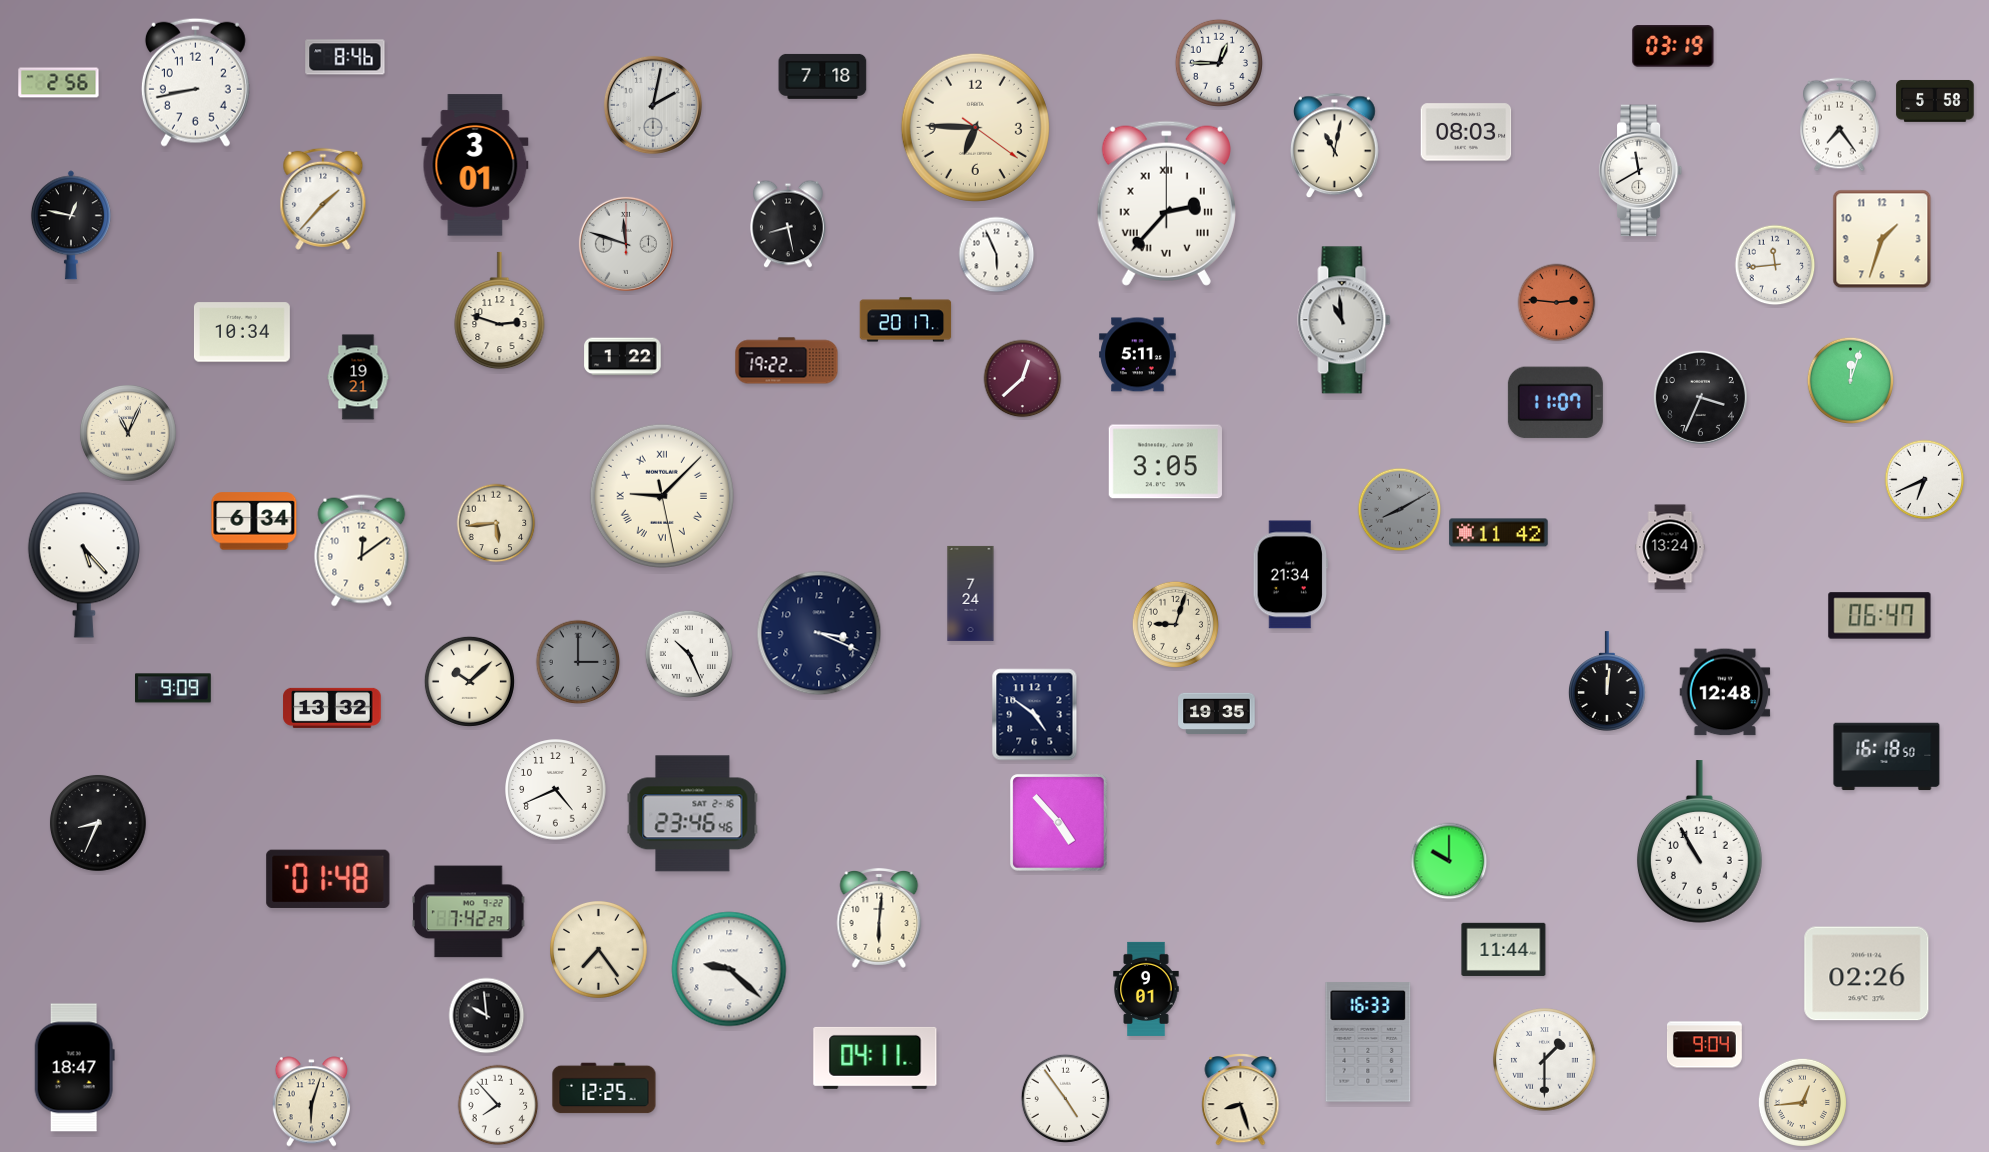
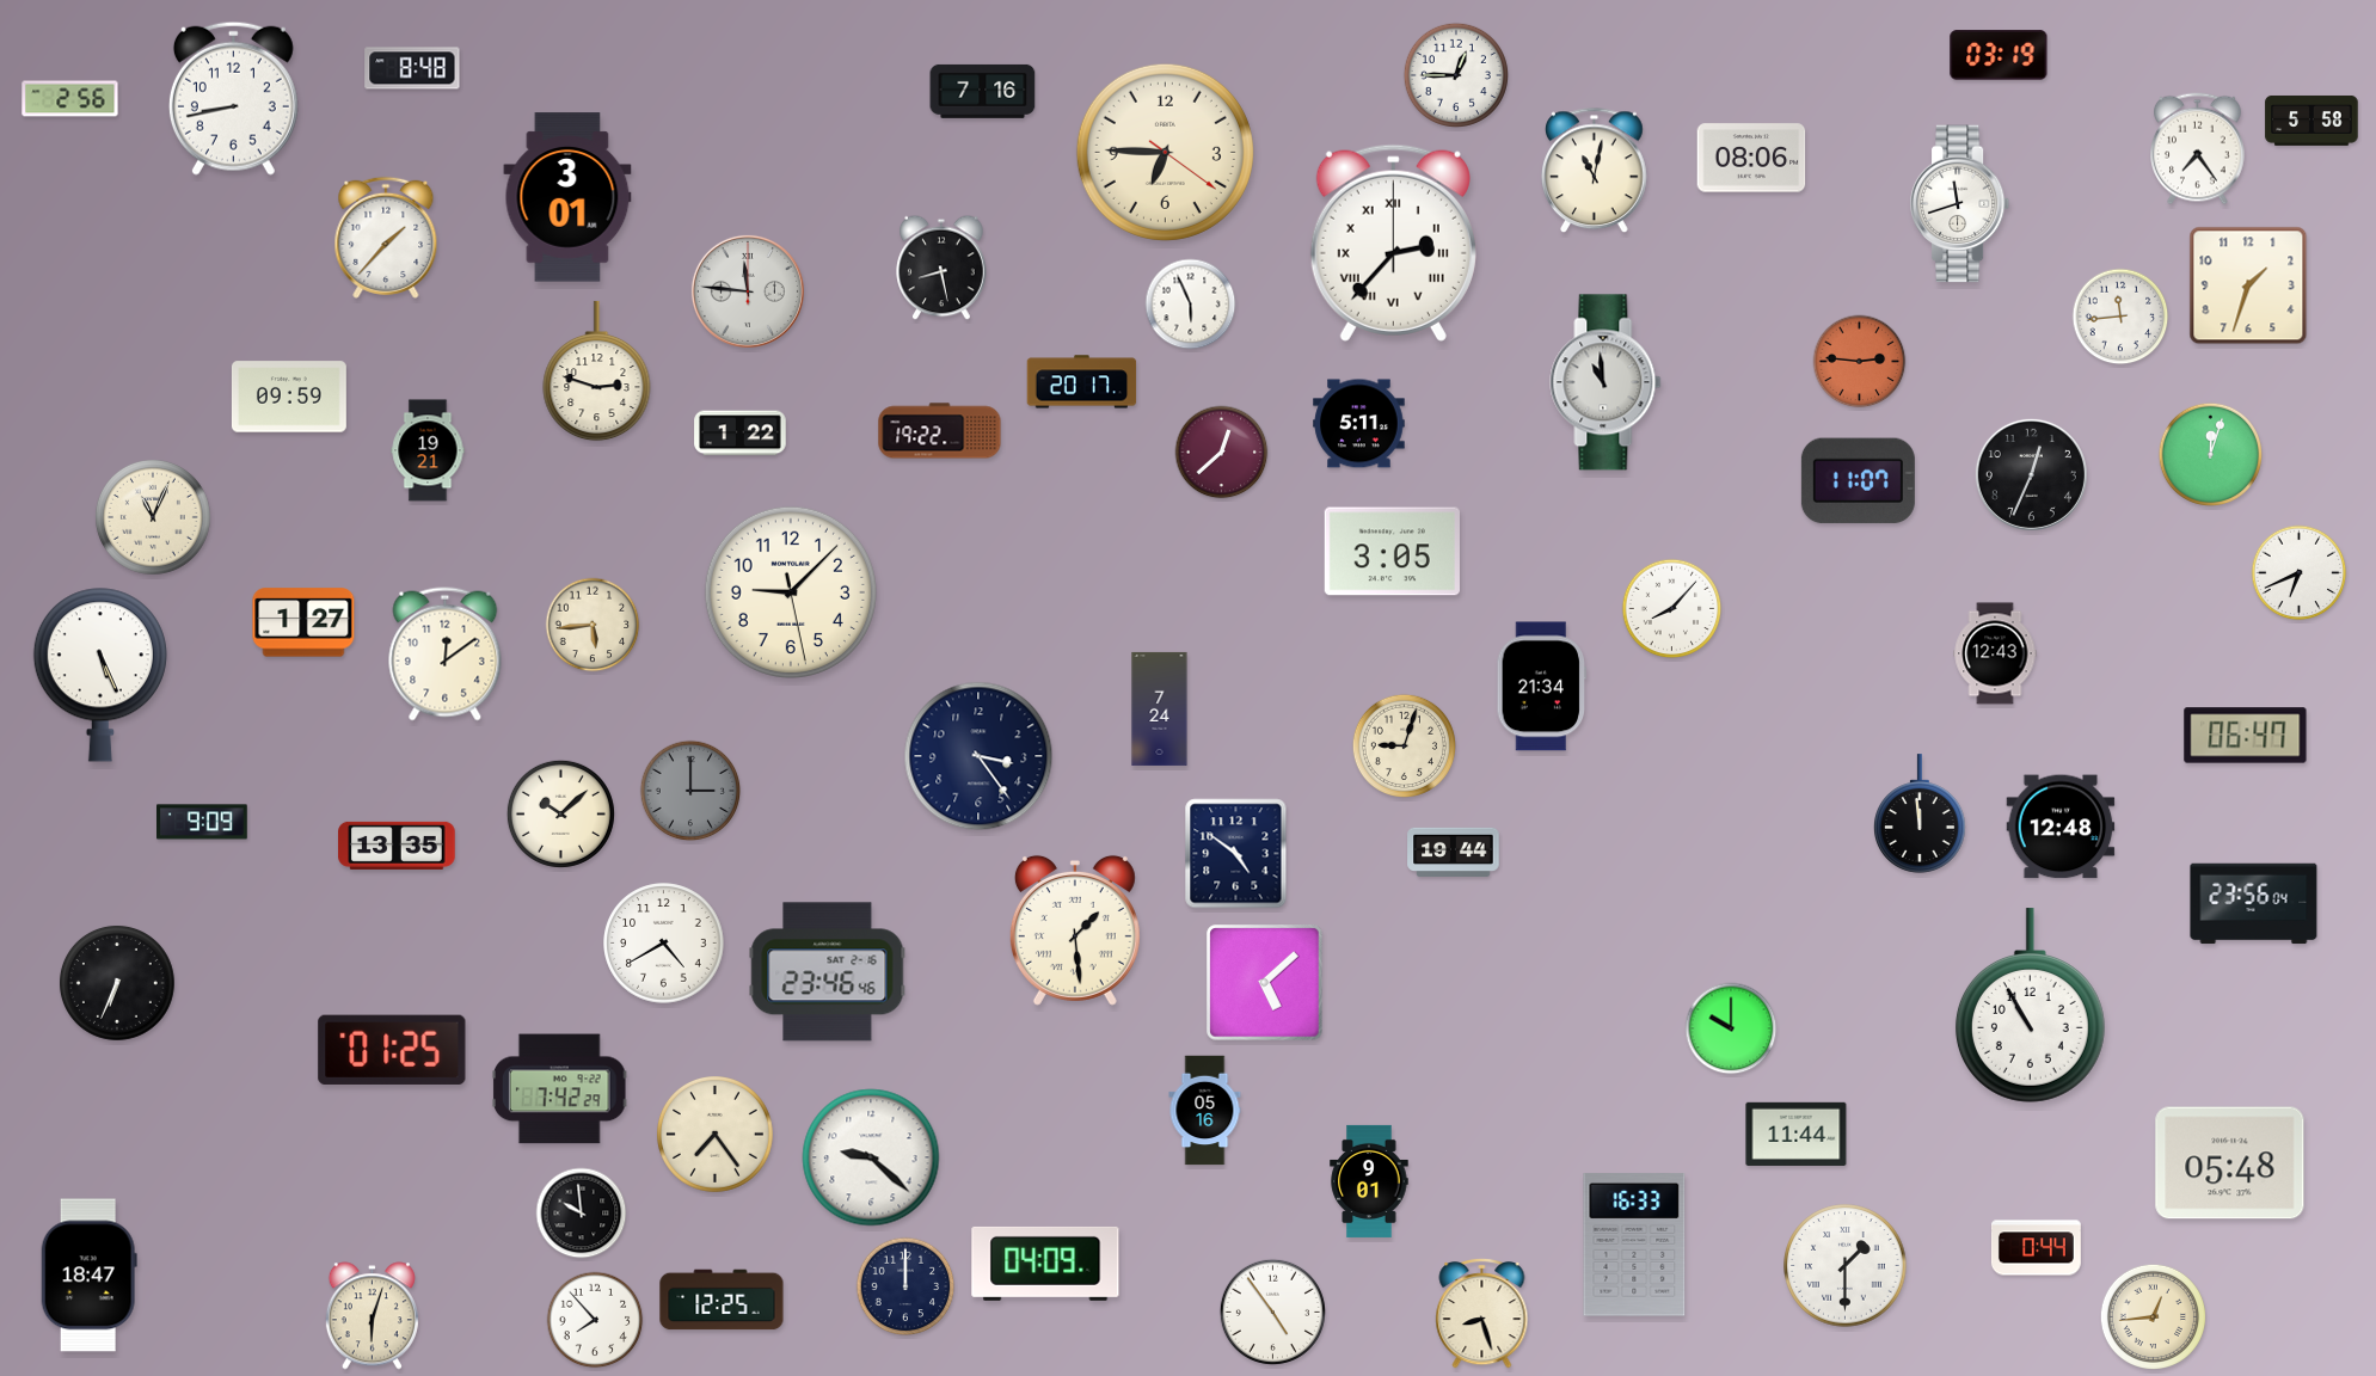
clock at (345, 57): 8:46 -> 8:48
clock at (823, 76): 7:18 -> 7:16
clock at (653, 105): 2:02 -> none
clock at (1466, 132): 08:03 -> 08:06
clock at (1335, 146) position: (1335, 146) -> (1595, 171)
clock at (1641, 171): 11:40 -> 11:42
clock at (71, 225): 12:47 -> none
clock at (626, 244): 11:48 -> 11:46
clock at (242, 332): 10:34 -> 09:59
clock at (623, 357) position: (623, 357) -> (741, 434)
clock at (1700, 397): 3:34 -> 12:34
clock at (662, 496) numerals: Roman -> Arabic
clock at (1400, 510): 8:10 -> 8:07
clock at (1400, 510) dial: grey -> white
clock at (254, 521): 6:34 -> 1:27
clock at (1499, 533): 11:42 -> none
clock at (1670, 547): 13:24 -> 12:43
clock at (362, 551) position: (362, 551) -> (446, 655)
clock at (84, 565): 5:23 -> 5:26
clock at (819, 633): 3:19 -> 3:24
clock at (689, 654): 10:26 -> none
clock at (1608, 681): 12:01 -> 11:59
clock at (174, 688) position: (174, 688) -> (203, 822)
clock at (332, 708): 13:32 -> 13:35
clock at (1217, 713): 19:35 -> 19:44
clock at (1887, 757): 16:18 -> 23:56
clock at (1075, 930): none -> 1:29
clock at (556, 790): 4:41 -> 4:40
clock at (98, 823): 8:34 -> 6:34
clock at (1059, 823): 4:53 -> 5:08
clock at (328, 879): 01:48 -> 01:25
clock at (879, 919): 6:01 -> none
clock at (1205, 1111): none -> 05:16
clock at (1867, 974): 02:26 -> 05:48
clock at (1704, 1045): 9:04 -> 0:44
clock at (875, 1058): 04:11 -> 04:09
clock at (905, 1286): none -> 12:00
